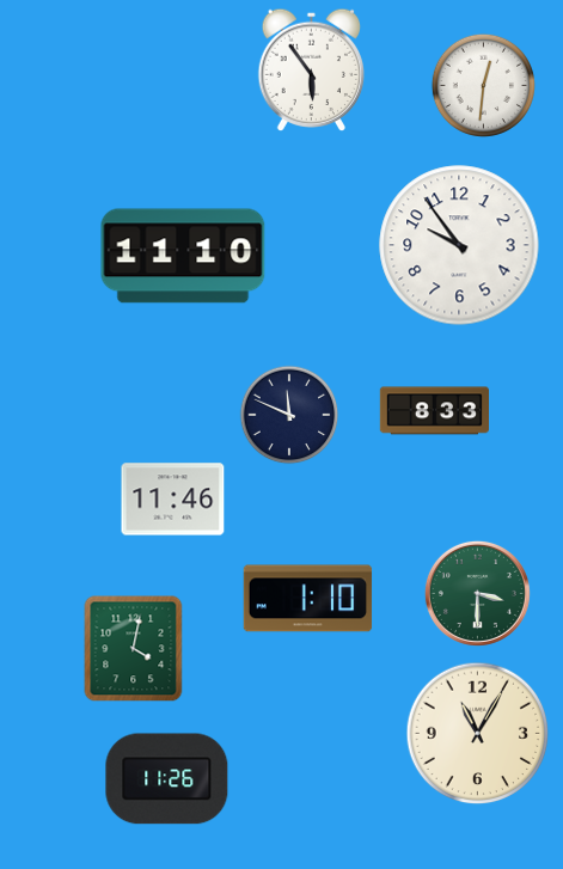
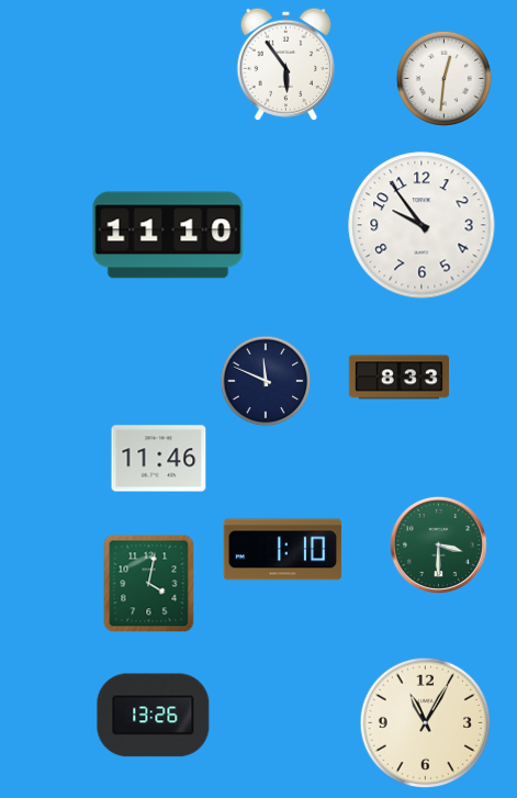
clock at (134, 649) position: (134, 649) -> (149, 584)
clock at (478, 734) position: (478, 734) -> (426, 723)
clock at (167, 779): 11:26 -> 13:26
